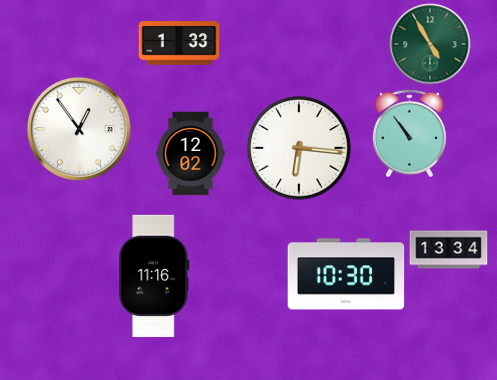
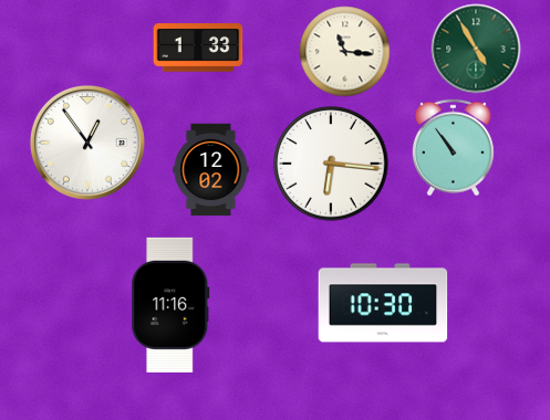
clock at (345, 52): none -> 11:16
clock at (449, 250): 13:34 -> none
